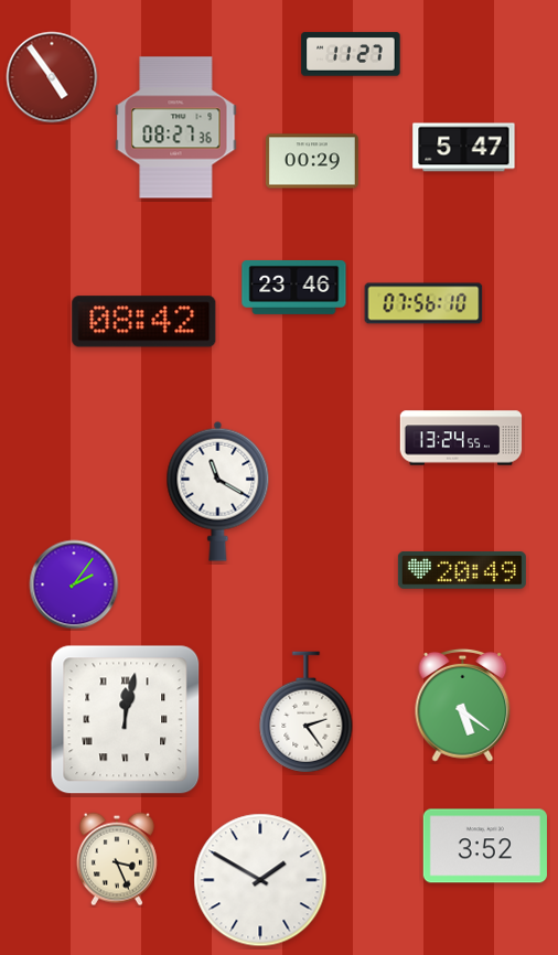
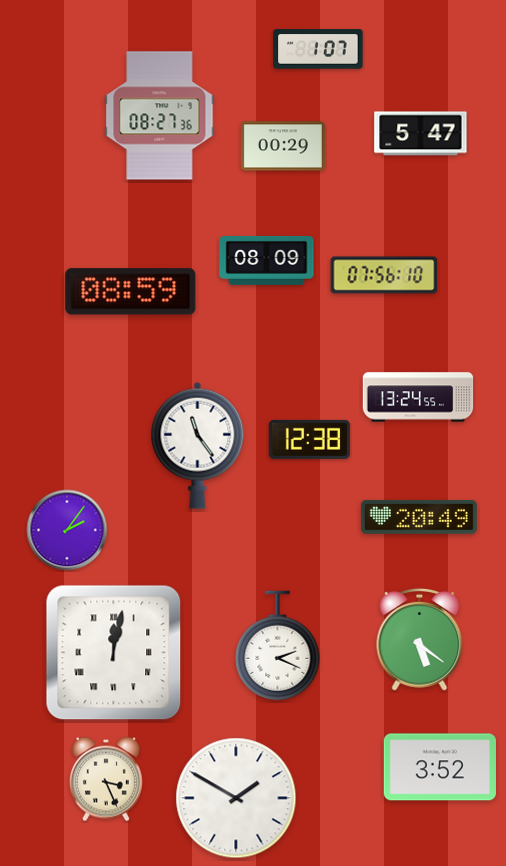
clock at (351, 54): 11:27 -> 1:07
clock at (52, 77): 4:54 -> none
clock at (294, 287): 23:46 -> 08:09
clock at (144, 322): 08:42 -> 08:59
clock at (309, 439): none -> 12:38
clock at (218, 491): 11:20 -> 11:24
clock at (307, 712): 2:24 -> 2:19
